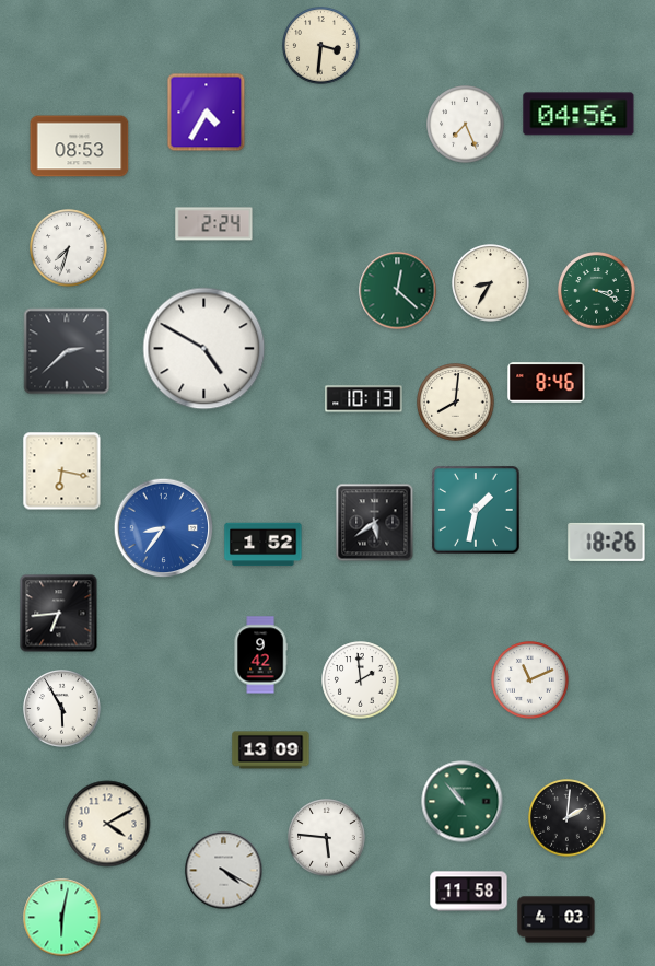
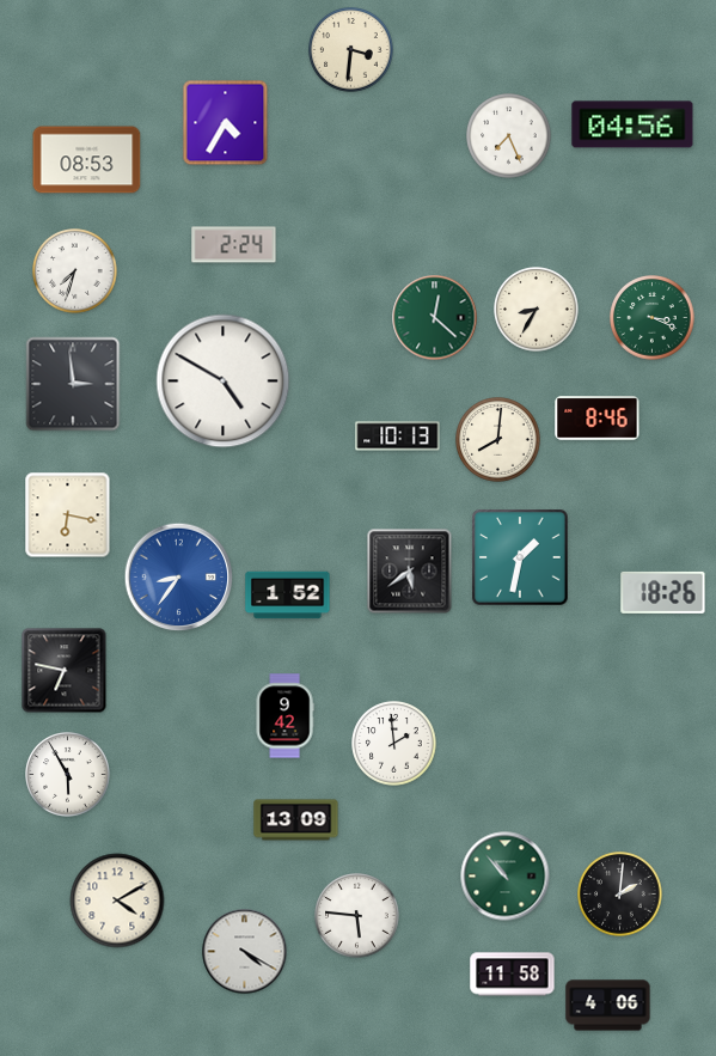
clock at (67, 351): 2:38 -> 2:59
clock at (59, 614): 6:44 -> 6:47
clock at (530, 680): 11:11 -> none
clock at (62, 918): 6:02 -> none
clock at (557, 920): 4:03 -> 4:06
